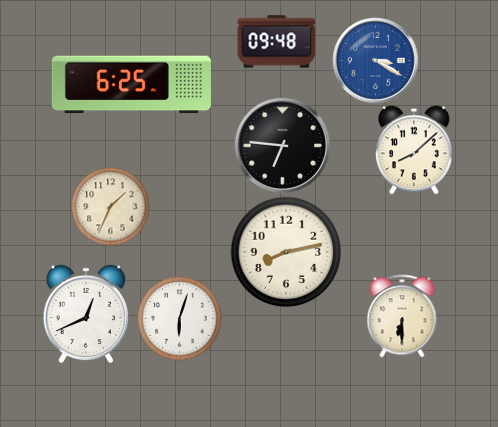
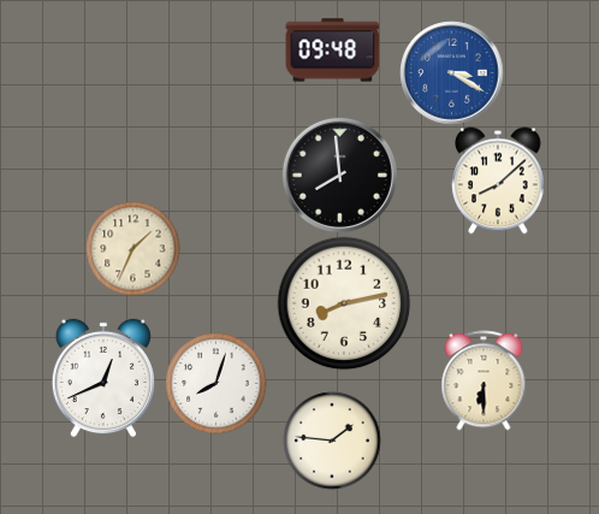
clock at (131, 85): 6:25 -> none
clock at (282, 145): 6:46 -> 7:59
clock at (179, 318): 6:03 -> 8:03
clock at (332, 441): none -> 1:46
